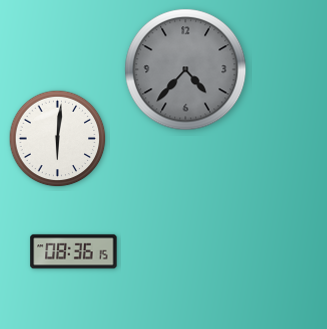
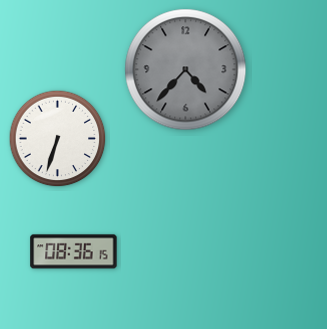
clock at (58, 139): 6:01 -> 6:33
